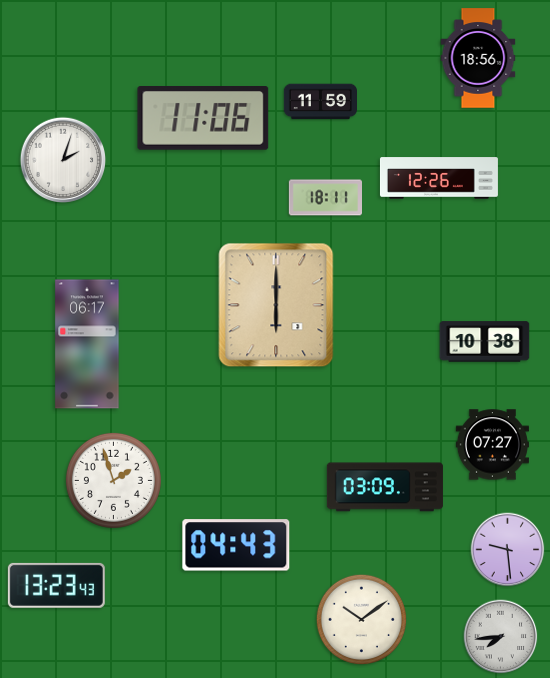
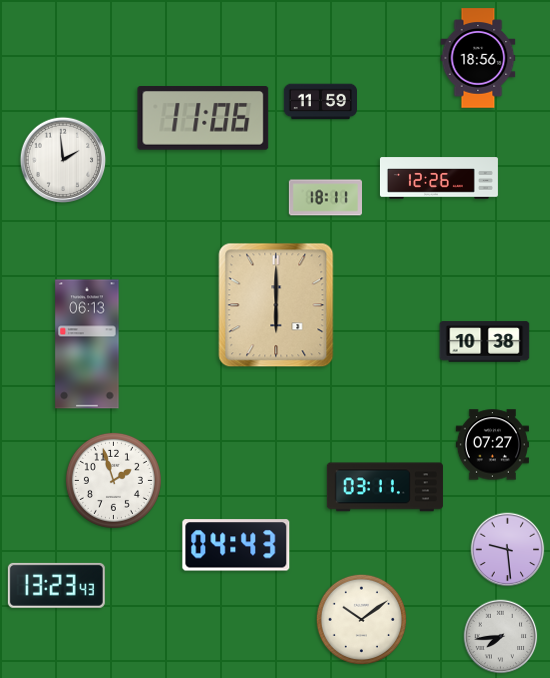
clock at (63, 160): 2:03 -> 1:59
clock at (87, 344): 06:17 -> 06:13
clock at (385, 487): 03:09 -> 03:11
